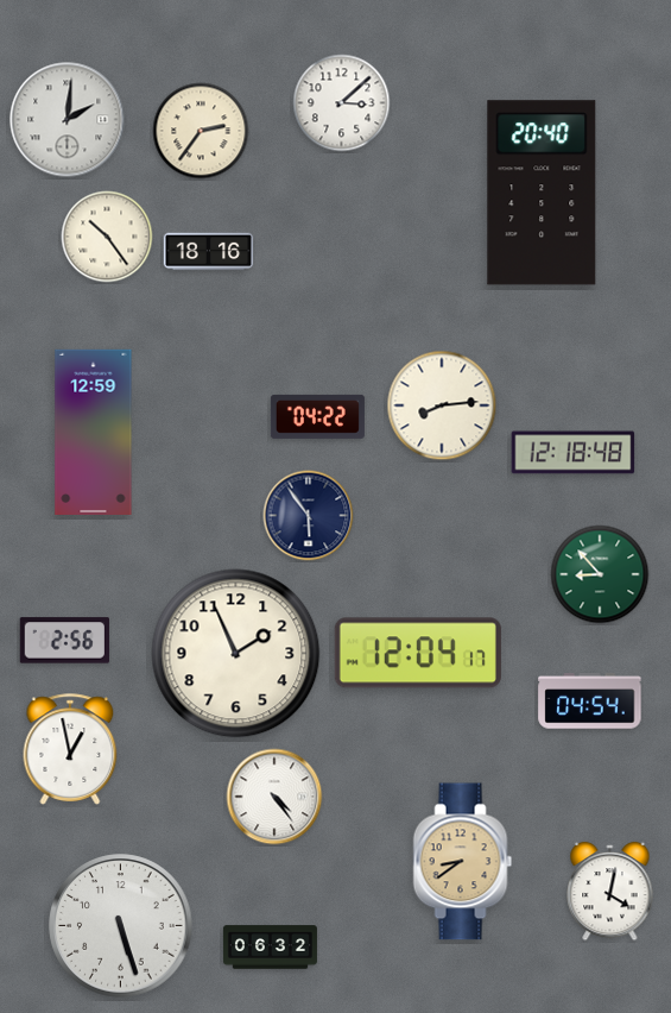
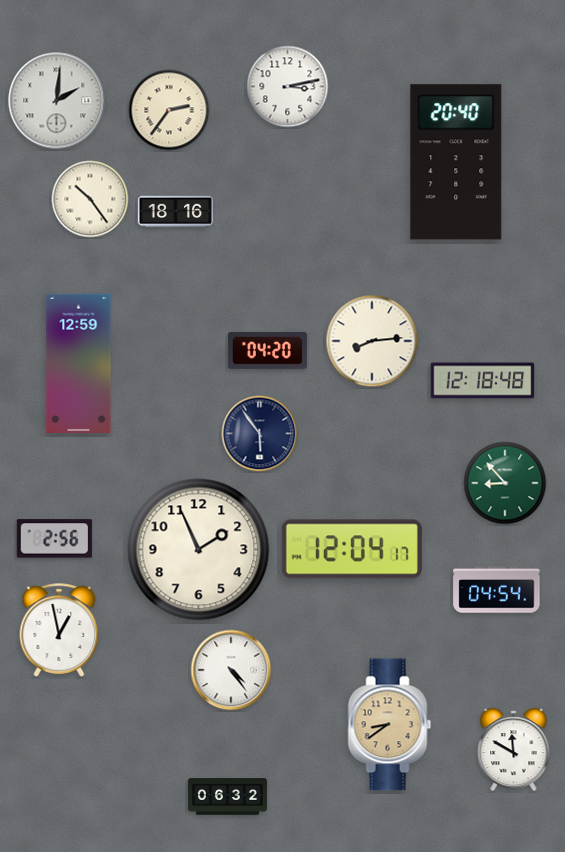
clock at (342, 103): 3:08 -> 3:13
clock at (317, 416): 04:22 -> 04:20
clock at (610, 892): 4:02 -> 11:50
clock at (121, 926): 5:27 -> none
